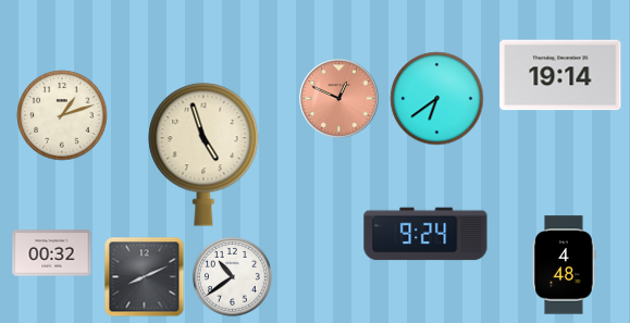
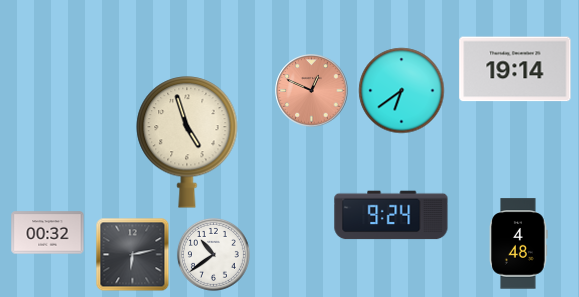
clock at (62, 115): 1:12 -> none
clock at (145, 277): 8:11 -> 6:13
